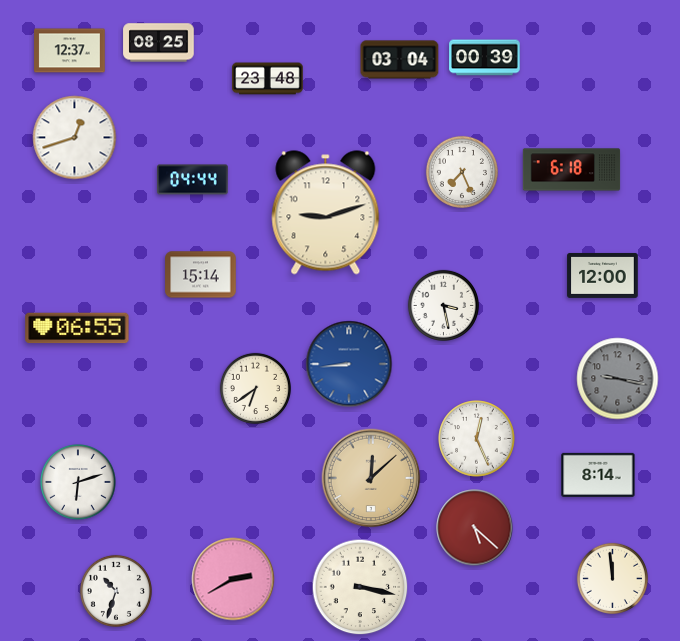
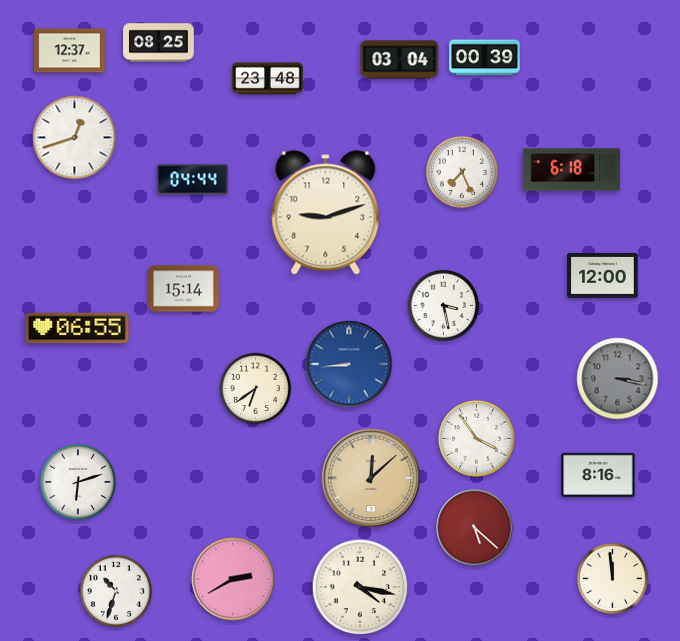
clock at (201, 275) position: (201, 275) -> (184, 289)
clock at (618, 379): 9:17 -> 3:17
clock at (477, 439): 12:26 -> 3:54
clock at (598, 475): 8:14 -> 8:16
clock at (360, 587): 3:17 -> 4:17
